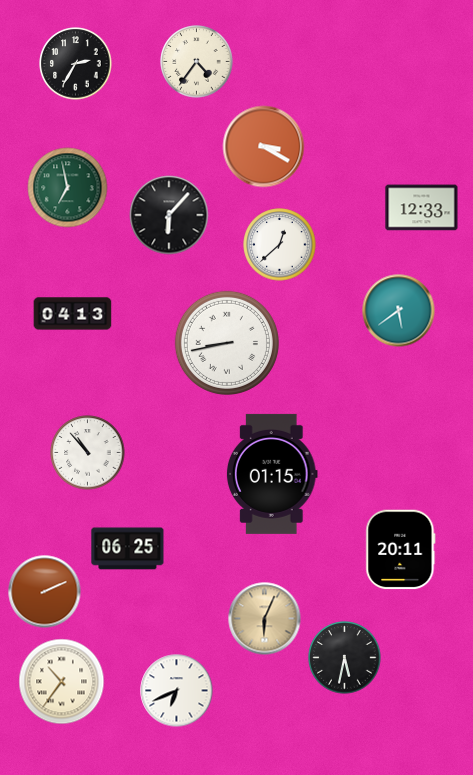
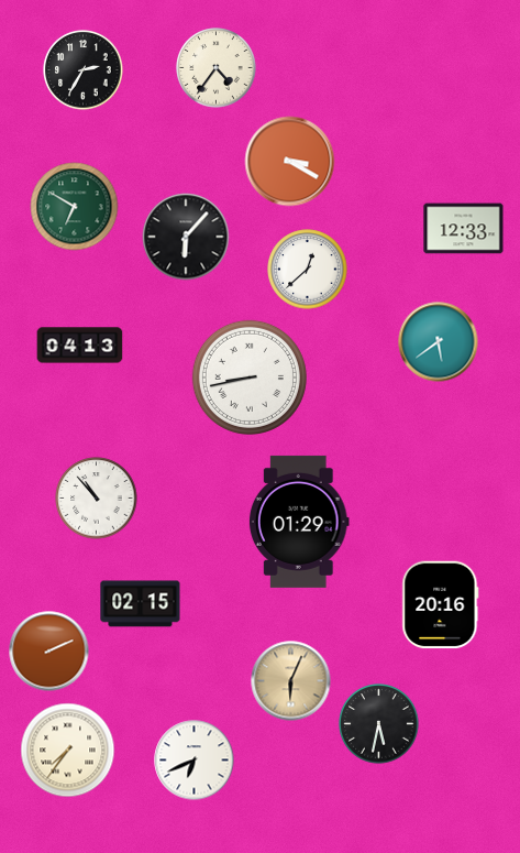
clock at (68, 188): 6:58 -> 6:50
clock at (272, 474): 01:15 -> 01:29
clock at (128, 549): 06:25 -> 02:15
clock at (401, 550): 20:11 -> 20:16
clock at (62, 682): 10:36 -> 7:36
